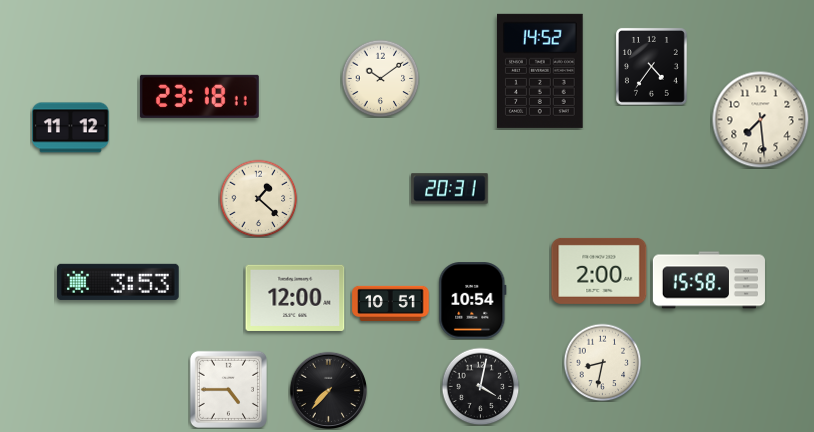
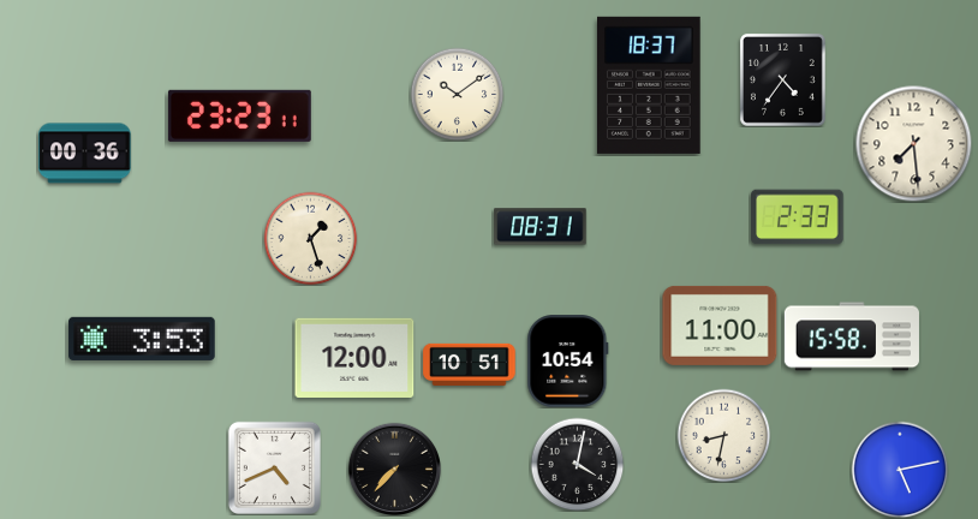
clock at (541, 71): 14:52 -> 18:37
clock at (199, 96): 23:18 -> 23:23
clock at (71, 128): 11:12 -> 00:36
clock at (798, 217): none -> 2:33
clock at (450, 189): 20:31 -> 08:31
clock at (258, 198): 1:22 -> 1:27
clock at (599, 271): 2:00 -> 11:00
clock at (228, 389): 4:45 -> 4:41
clock at (900, 470): none -> 5:13
